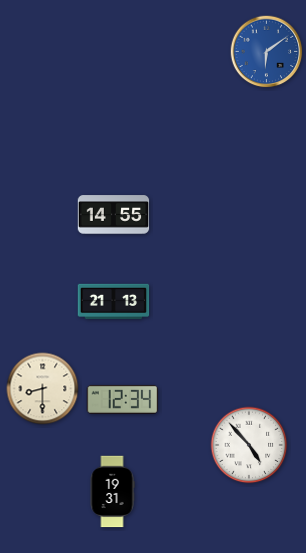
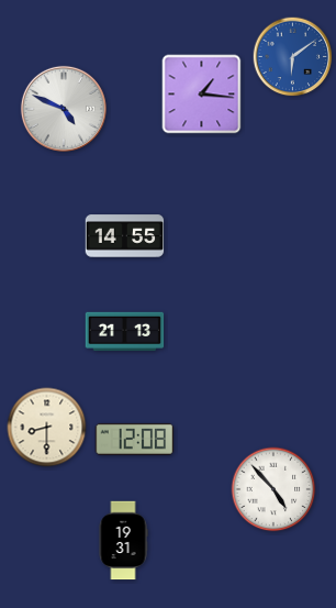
clock at (202, 95): none -> 1:16
clock at (64, 109): none -> 4:49
clock at (123, 399): 12:34 -> 12:08
